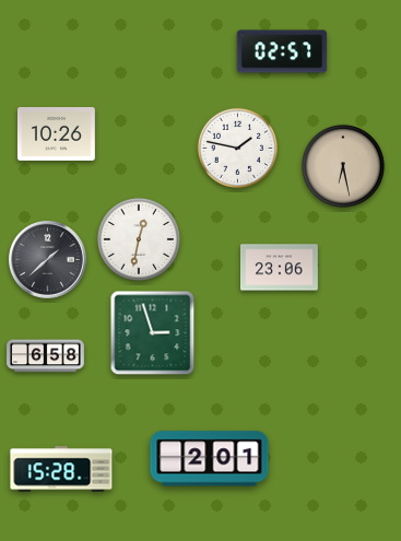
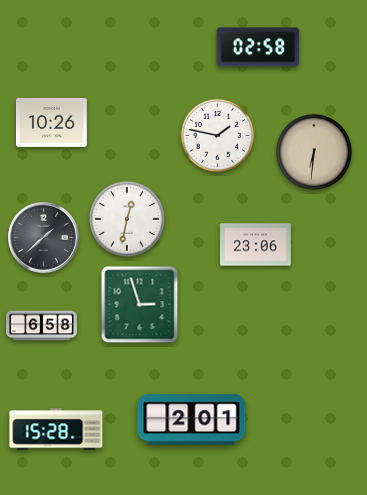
clock at (282, 51): 02:57 -> 02:58
clock at (343, 166): 6:28 -> 6:31
